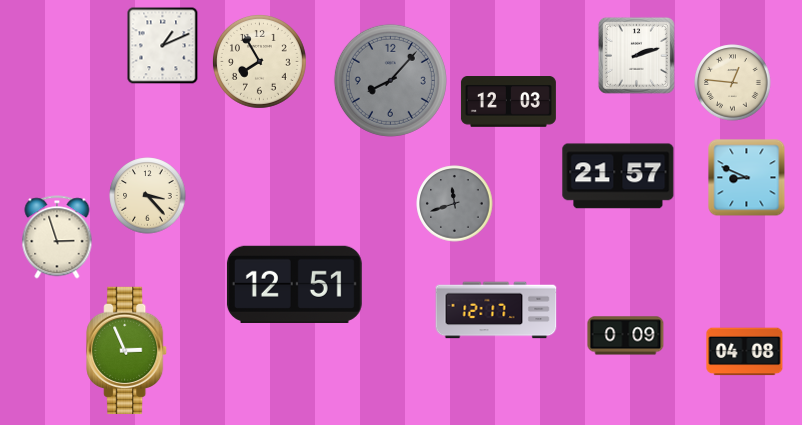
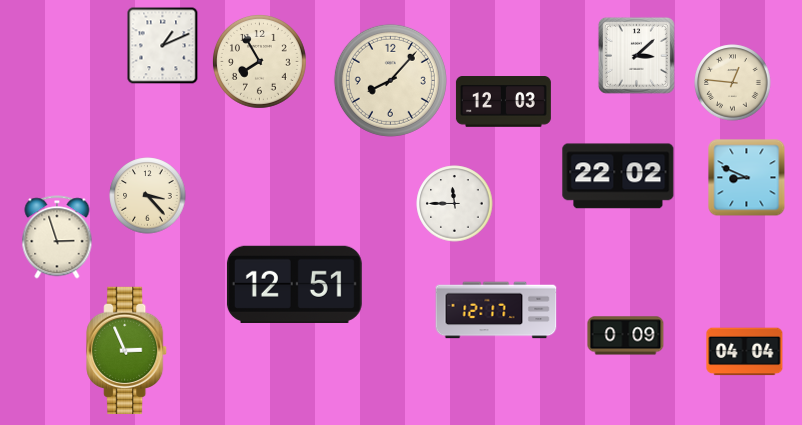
clock at (636, 55): 2:12 -> 3:08
clock at (390, 80) dial: grey -> cream
clock at (508, 102) position: (508, 102) -> (503, 102)
clock at (618, 176): 21:57 -> 22:02
clock at (455, 204): 11:42 -> 11:45
clock at (455, 204) dial: grey -> white
clock at (745, 352): 04:08 -> 04:04
